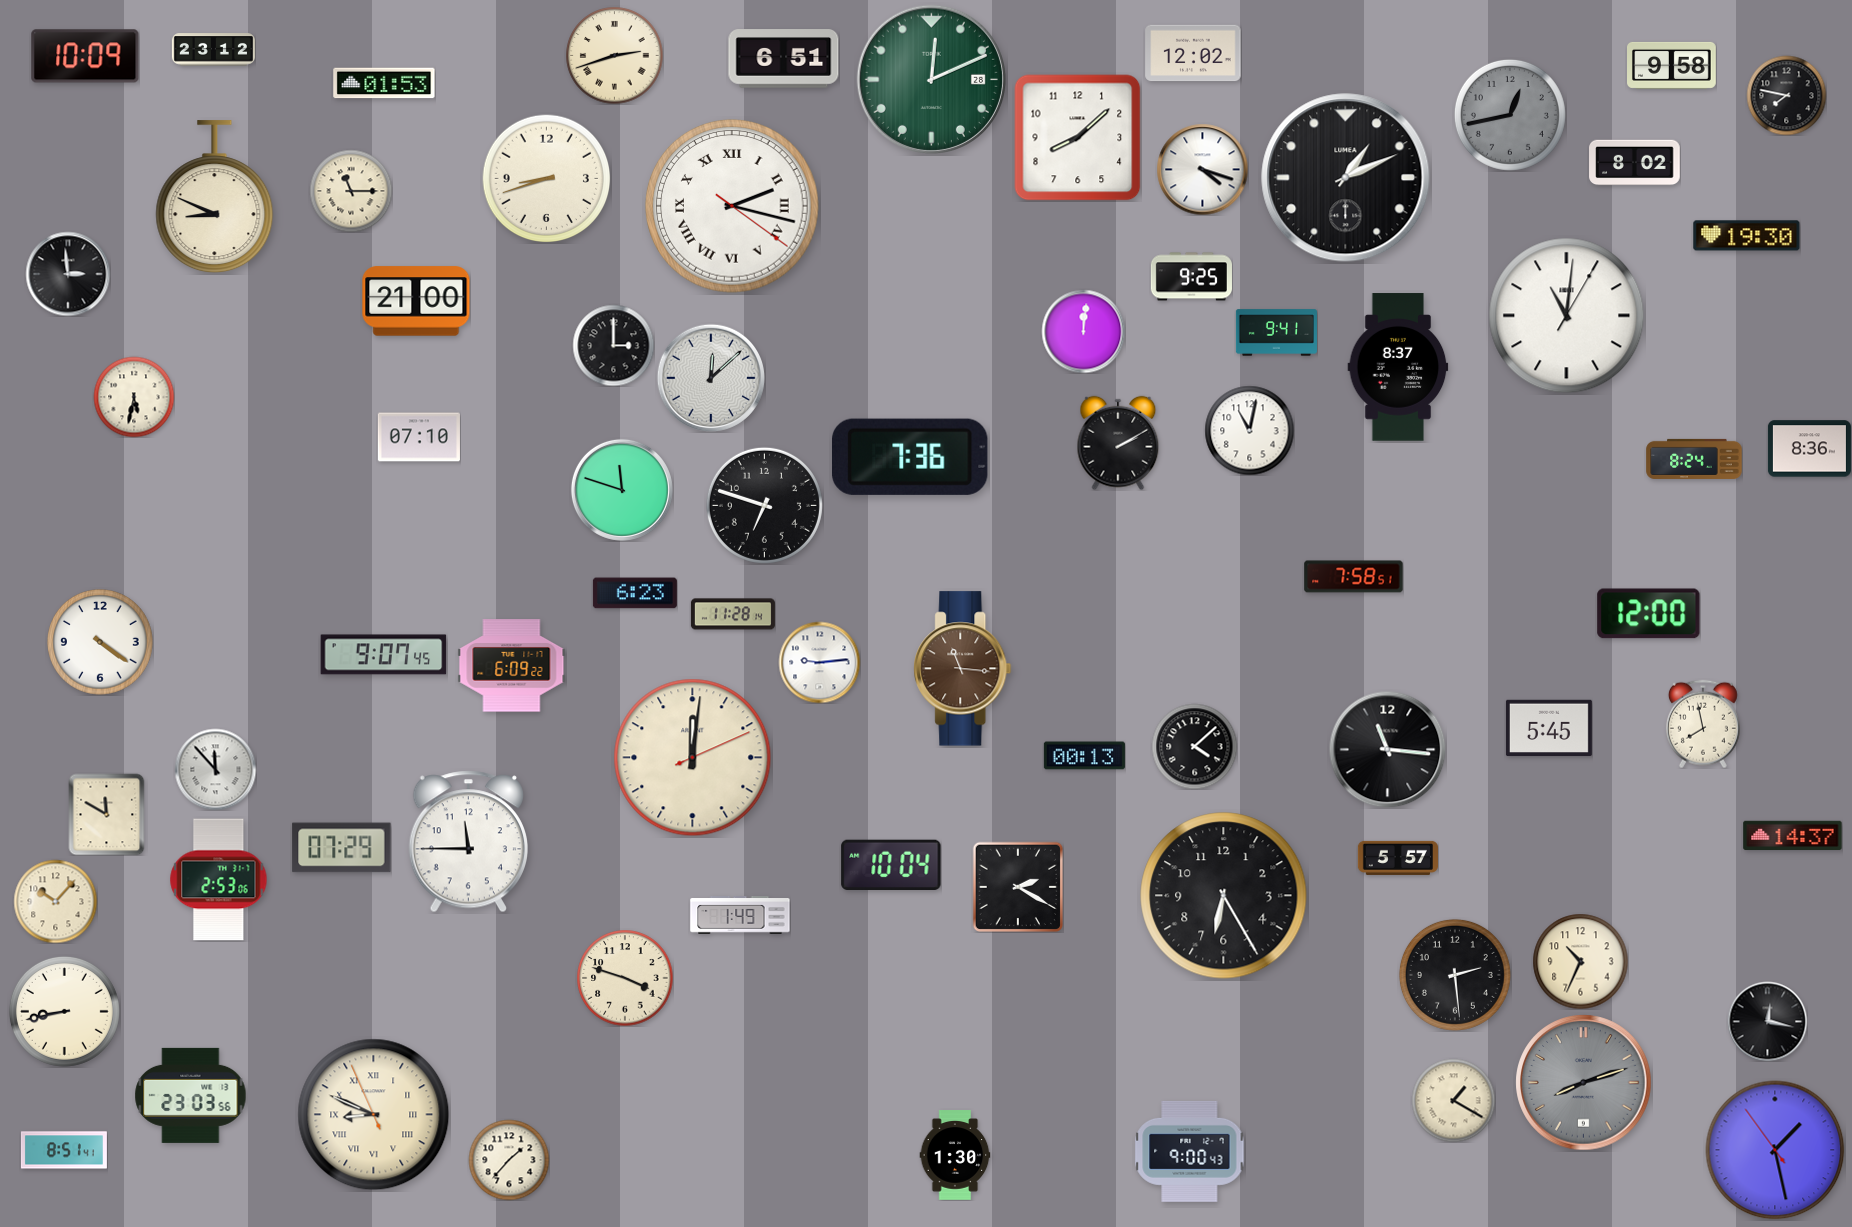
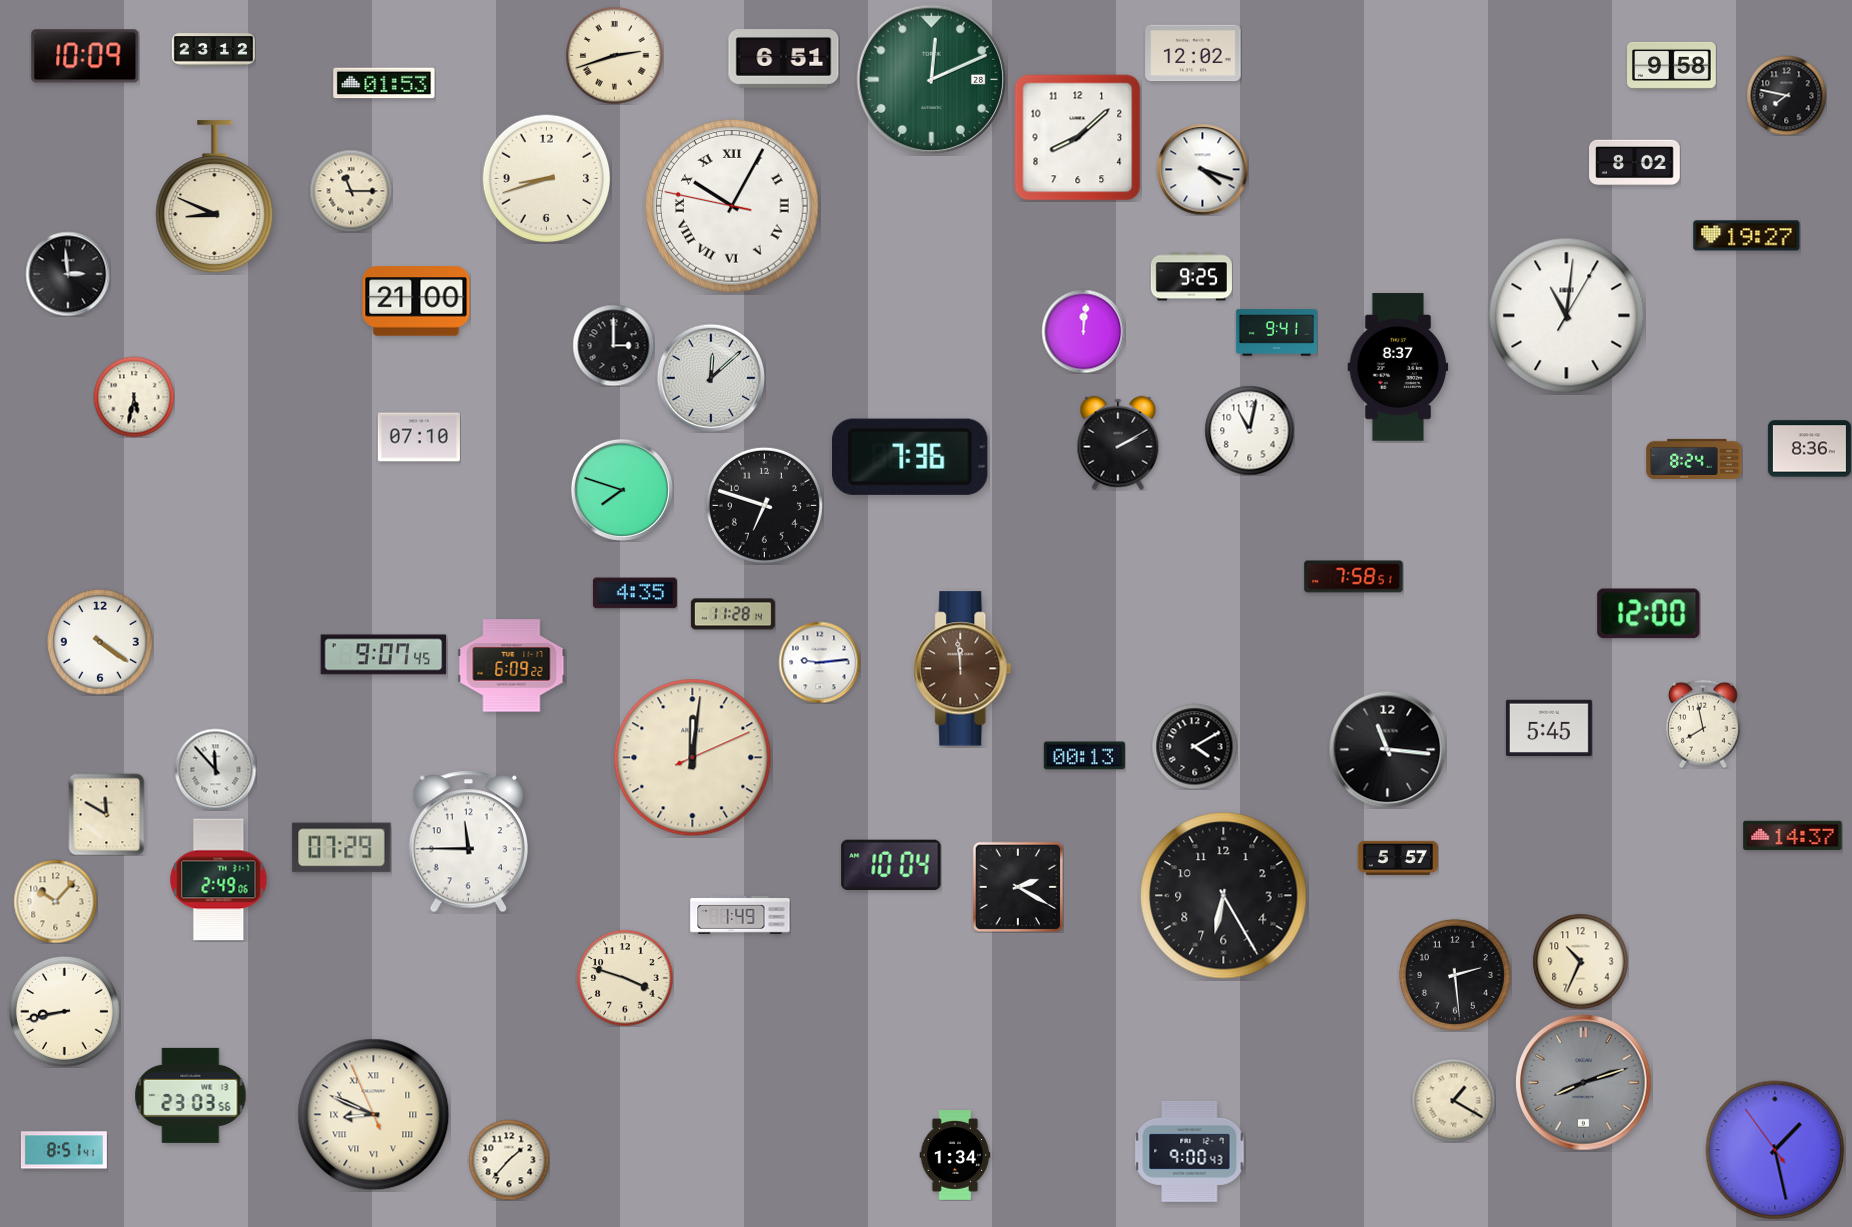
clock at (1510, 115): 12:43 -> none
clock at (1346, 178): 1:11 -> none
clock at (732, 206): 2:17 -> 10:04
clock at (1747, 236): 19:30 -> 19:27
clock at (622, 490): 11:48 -> 7:48
clock at (635, 593): 6:23 -> 4:35
clock at (963, 669): 11:16 -> 11:59
clock at (1194, 746): 4:08 -> 4:10
clock at (219, 880): 2:53 -> 2:49
clock at (1767, 1021): 12:17 -> none
clock at (955, 1155): 1:30 -> 1:34
